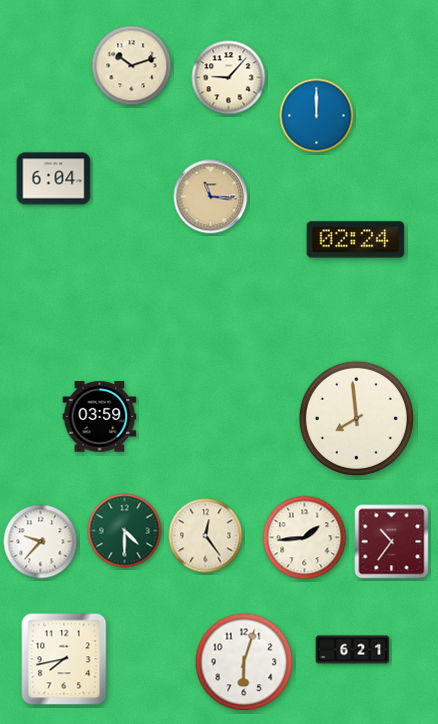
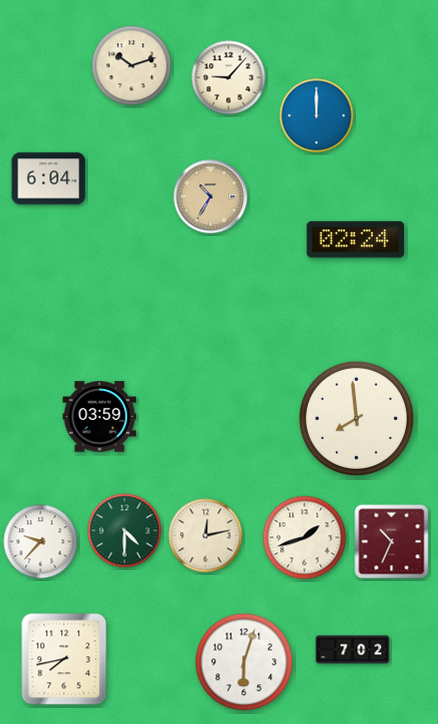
clock at (54, 179) position: (54, 179) -> (49, 179)
clock at (211, 197): 11:16 -> 10:35
clock at (206, 536): 12:24 -> 12:13
clock at (305, 538): 1:44 -> 1:42
clock at (392, 542): 10:36 -> 10:34
clock at (353, 650): 6:21 -> 7:02
